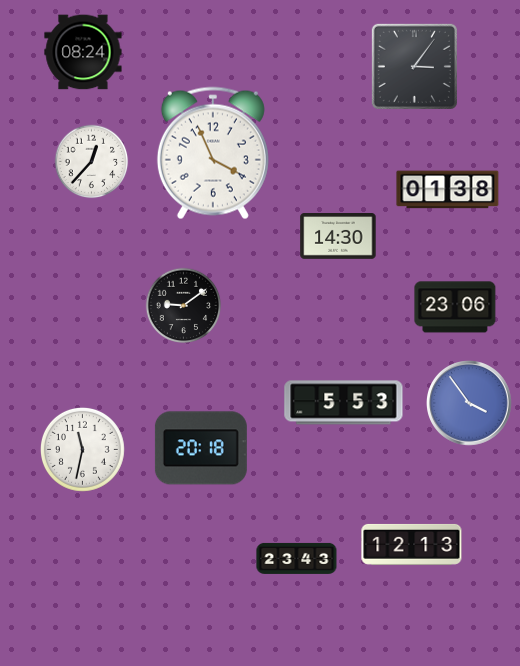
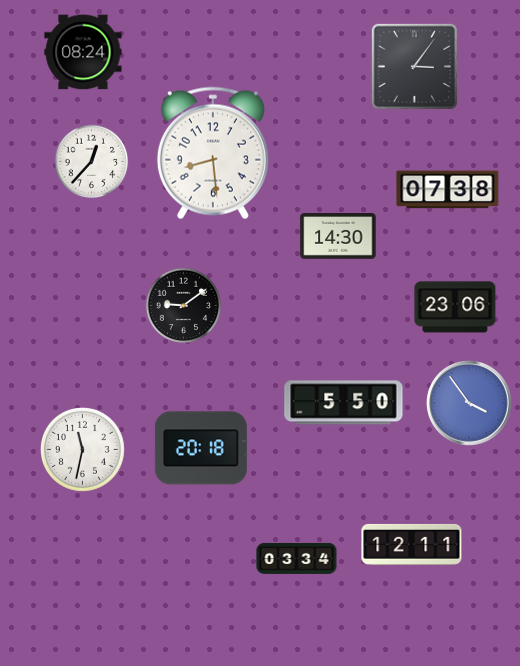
clock at (213, 153): 3:56 -> 8:29
clock at (448, 190): 01:38 -> 07:38
clock at (344, 403): 5:53 -> 5:50
clock at (412, 544): 12:13 -> 12:11
clock at (297, 558): 23:43 -> 03:34
